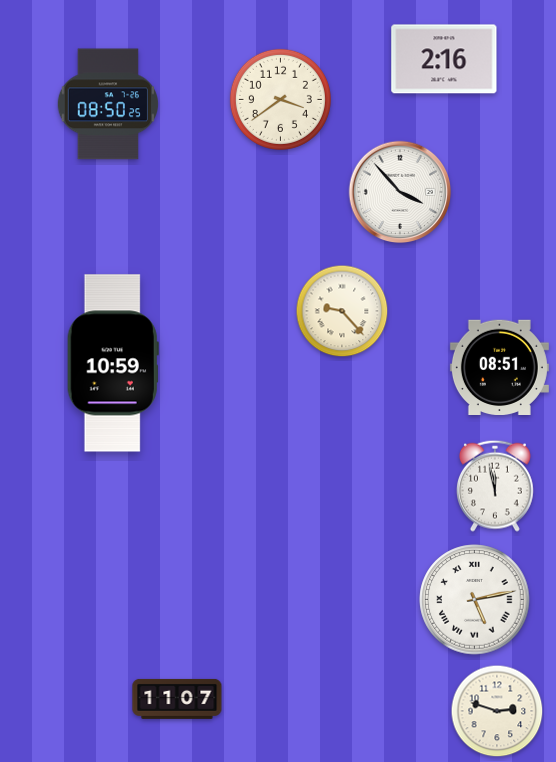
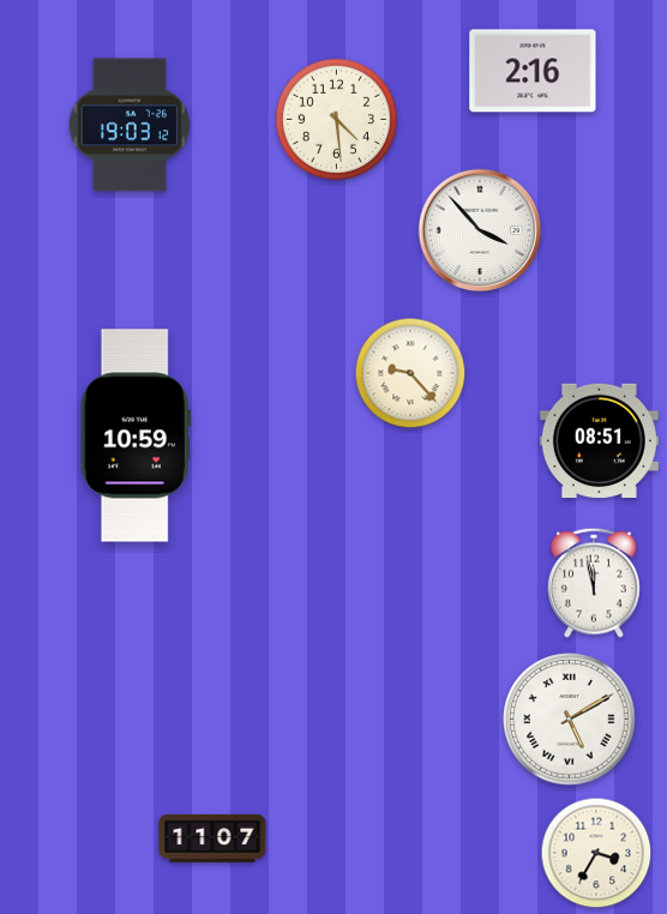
clock at (280, 99): 3:39 -> 4:29
clock at (108, 104): 08:50 -> 19:03
clock at (475, 600): 5:13 -> 5:10
clock at (497, 711): 2:48 -> 3:35
